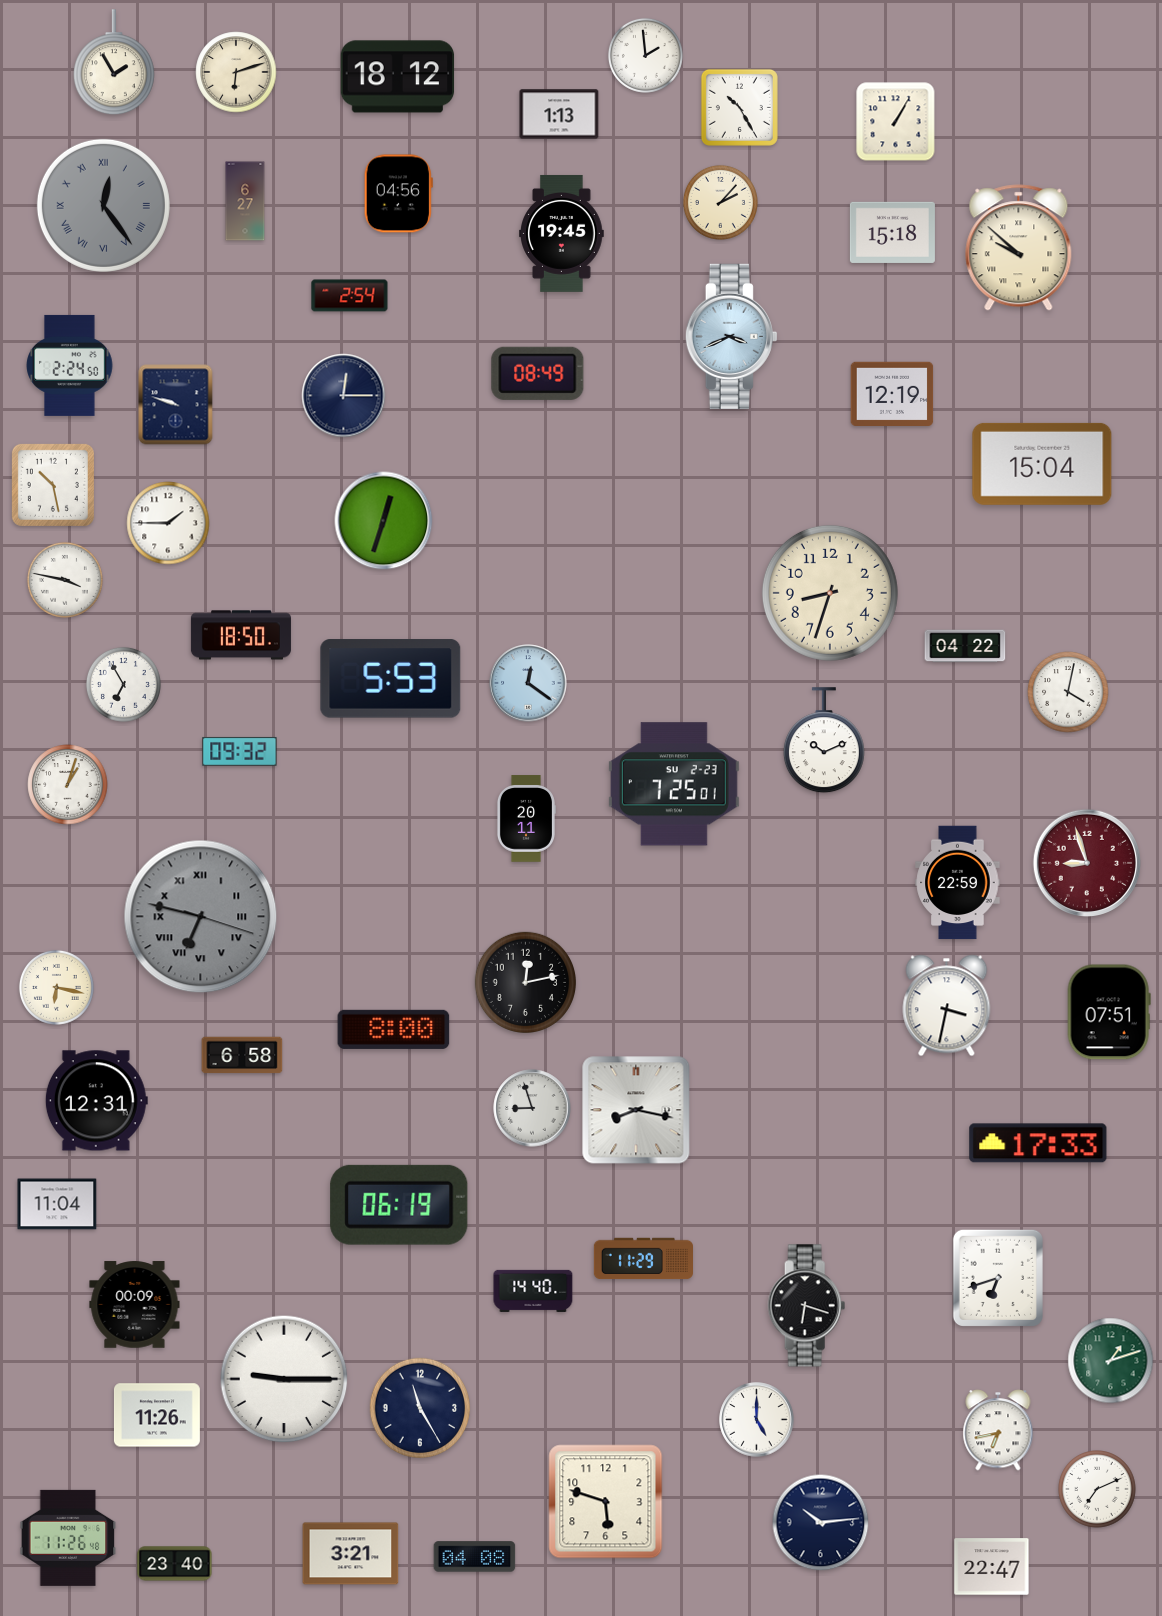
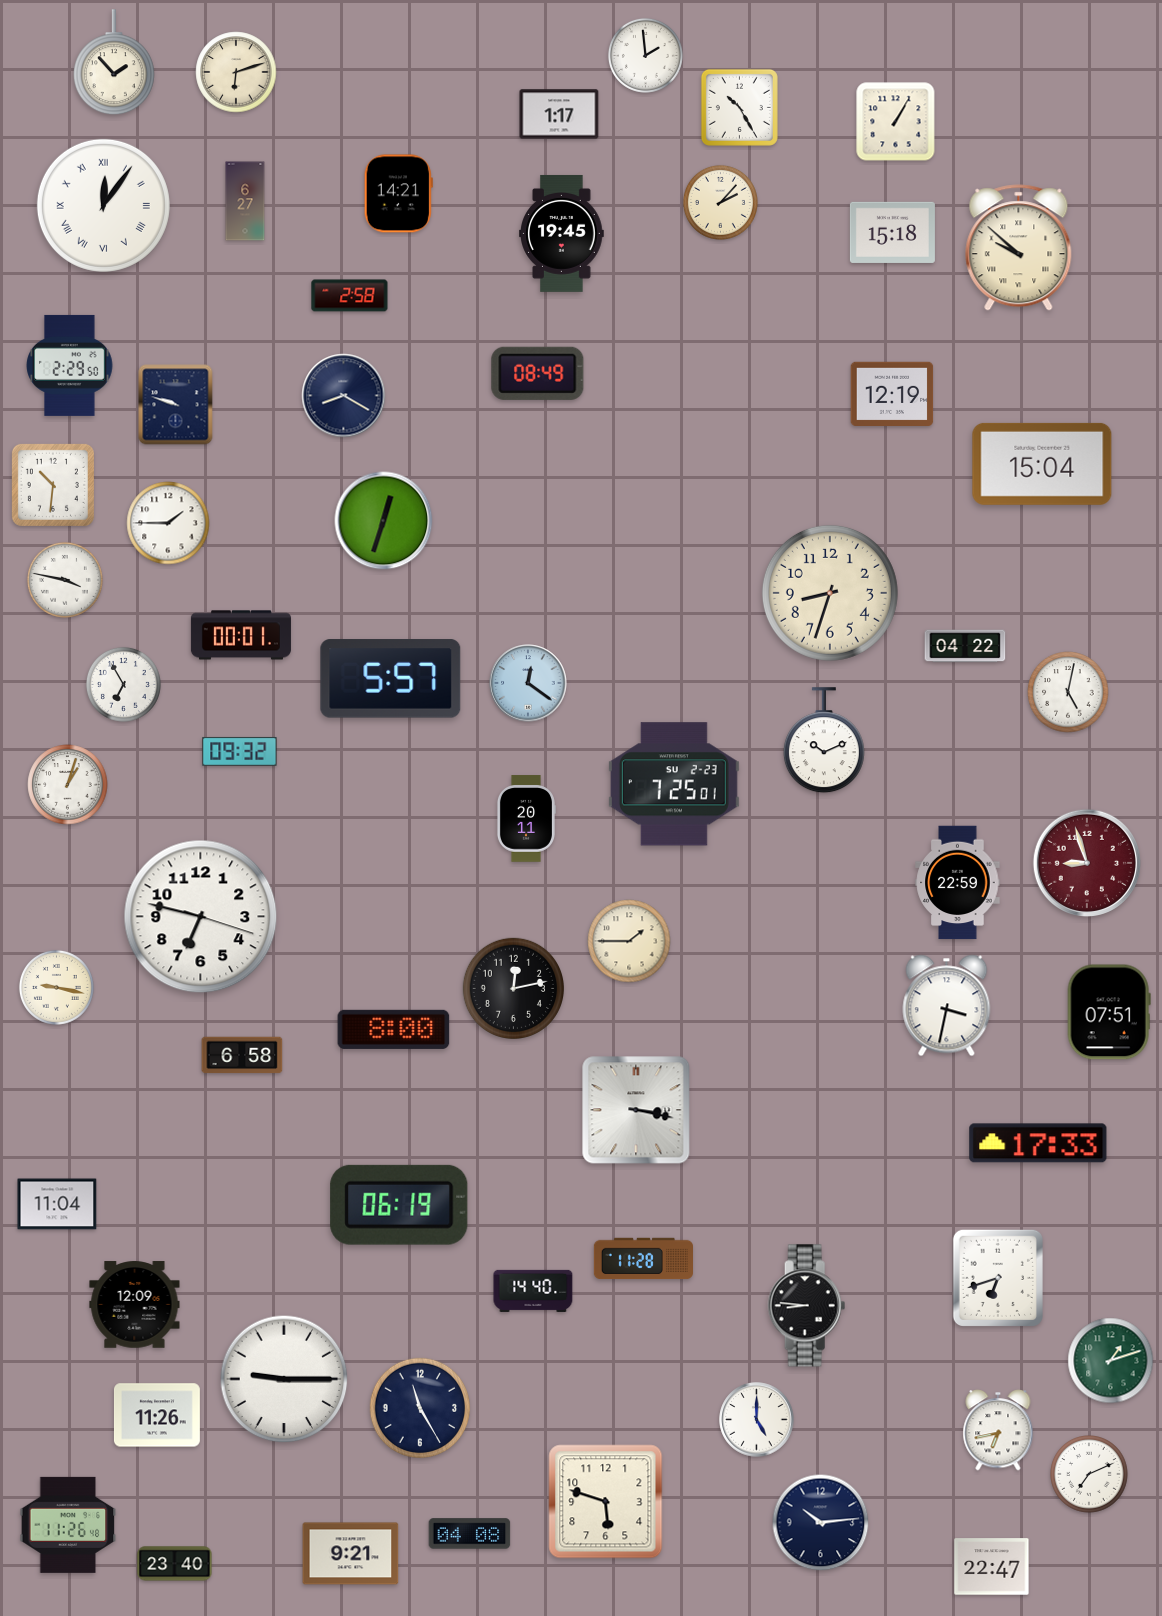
clock at (114, 63): 1:55 -> 1:53
clock at (398, 77): 18:12 -> none
clock at (559, 114): 1:13 -> 1:17
clock at (398, 194): 04:56 -> 14:21
clock at (103, 205): 12:24 -> 12:06
clock at (103, 205) dial: grey -> white
clock at (350, 296): 2:54 -> 2:58
clock at (731, 336): 3:41 -> none
clock at (70, 365): 2:24 -> 2:29
clock at (344, 396): 12:15 -> 8:20
clock at (53, 485): 10:28 -> 10:31
clock at (241, 635): 18:50 -> 00:01
clock at (391, 679): 5:53 -> 5:57
clock at (1068, 692): 4:02 -> 5:02
clock at (201, 917) dial: grey -> white
clock at (201, 917) numerals: Roman -> Arabic
clock at (629, 941): none -> 1:45
clock at (525, 982) position: (525, 982) -> (513, 988)
clock at (56, 987): 6:17 -> 9:17
clock at (96, 1101): 12:31 -> none
clock at (532, 1108): 8:57 -> none
clock at (636, 1110): 8:17 -> 3:17
clock at (643, 1259): 11:29 -> 11:28
clock at (135, 1305): 00:09 -> 12:09
clock at (807, 1306): 6:18 -> 8:46
clock at (1098, 1490) position: (1098, 1490) -> (1090, 1475)
clock at (68, 1538) position: (68, 1538) -> (68, 1525)
clock at (351, 1554): 3:21 -> 9:21
clock at (475, 1557) position: (475, 1557) -> (470, 1534)
